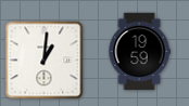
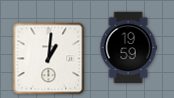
clock at (45, 61) position: (45, 61) -> (49, 59)
